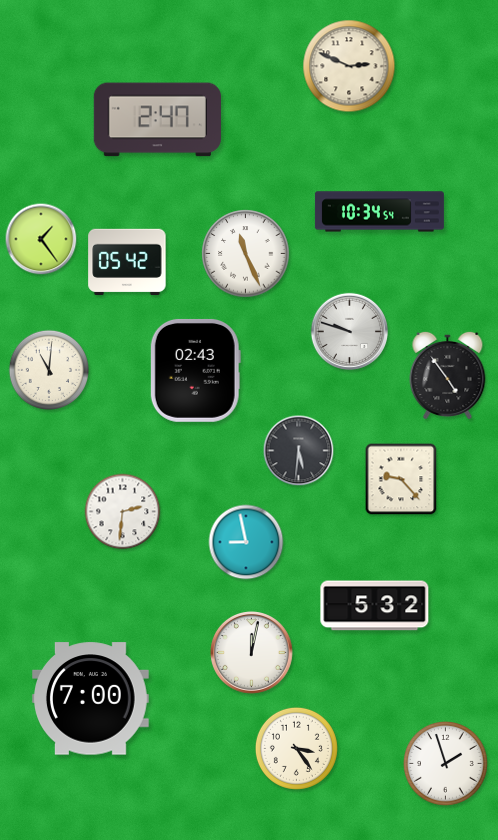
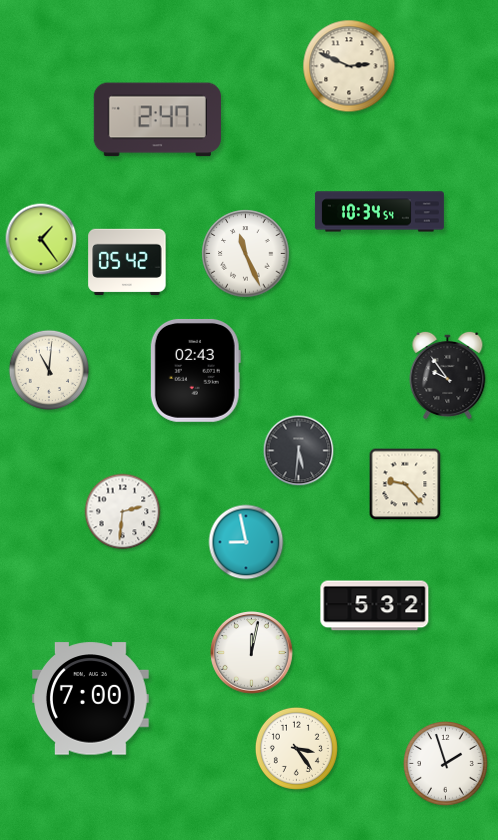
clock at (349, 331): 9:48 -> none
clock at (448, 375): 4:54 -> 9:54
clock at (401, 479) position: (401, 479) -> (405, 484)
